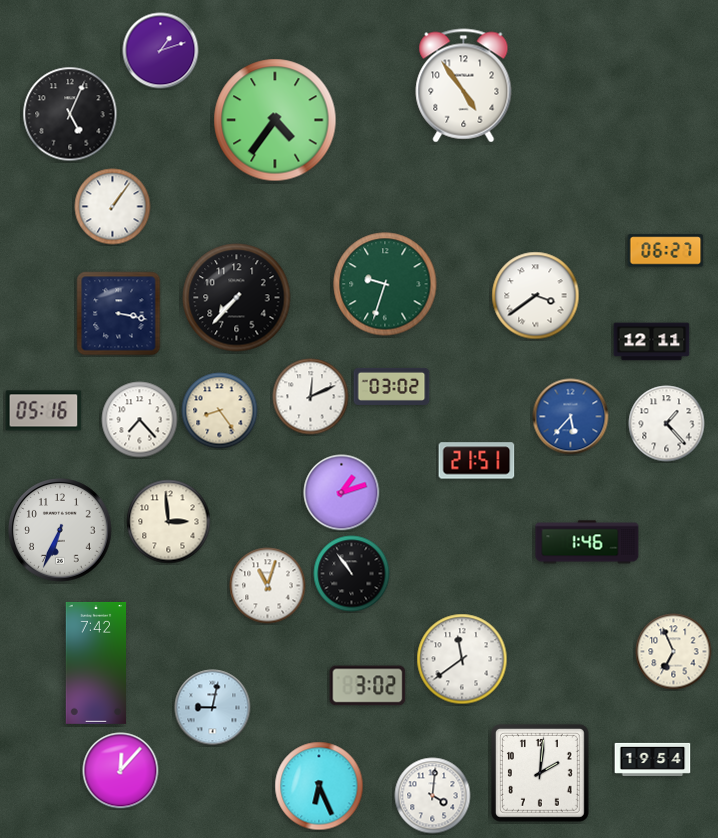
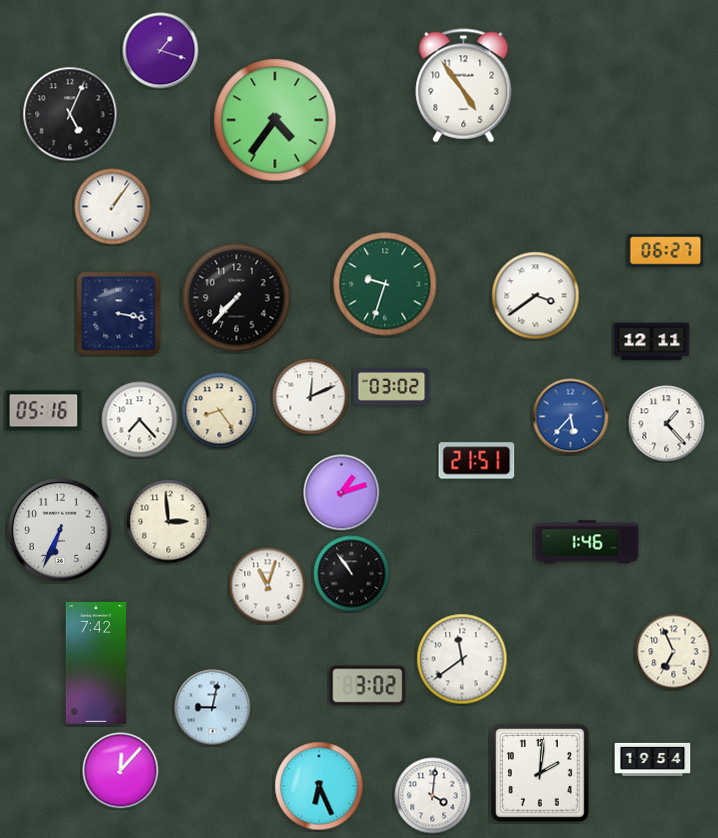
clock at (161, 51): 1:12 -> 1:18
